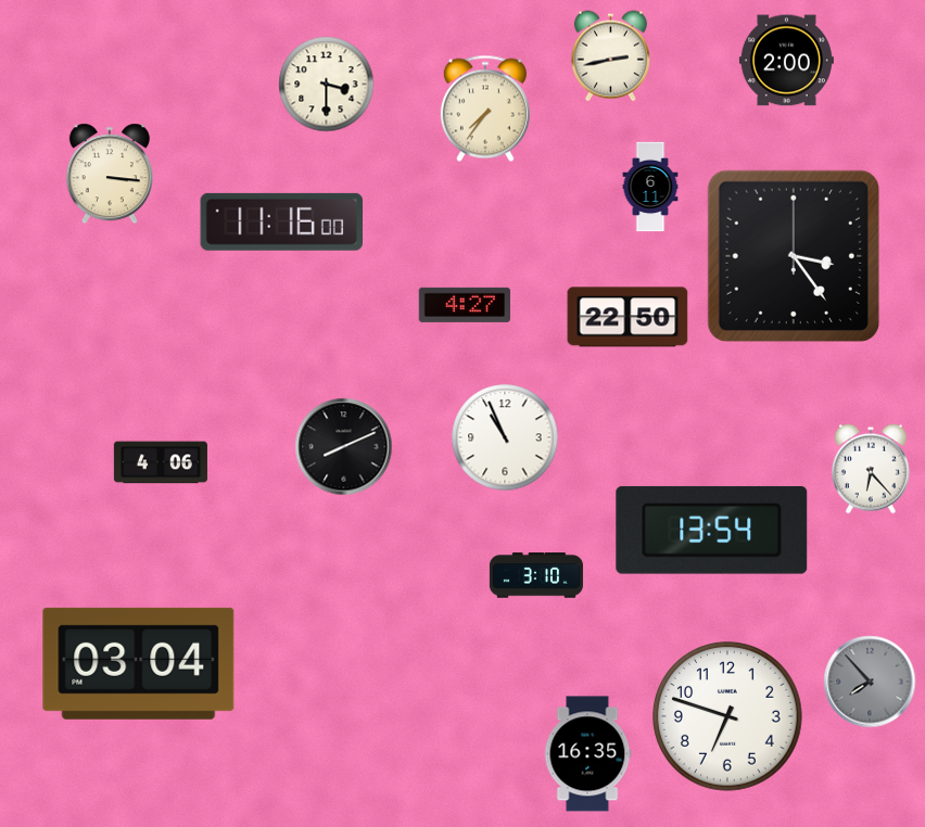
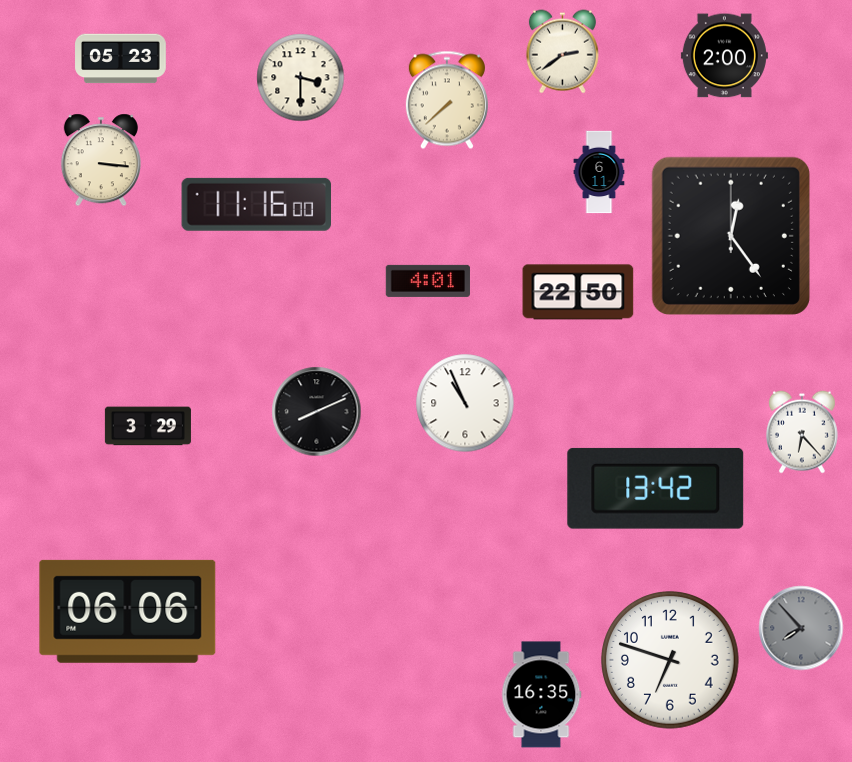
clock at (610, 56): 2:43 -> 2:39
clock at (121, 59): none -> 05:23
clock at (485, 109): 7:36 -> 7:38
clock at (282, 221) position: (282, 221) -> (257, 204)
clock at (794, 256): 3:24 -> 12:24
clock at (465, 305): 4:27 -> 4:01
clock at (161, 462): 4:06 -> 3:29
clock at (712, 530): 13:54 -> 13:42
clock at (536, 575): 3:10 -> none
clock at (139, 663): 03:04 -> 06:06
